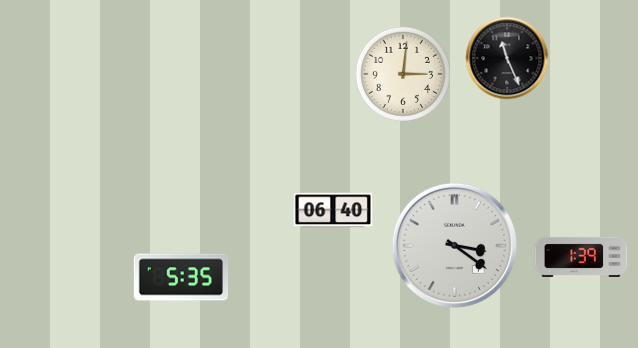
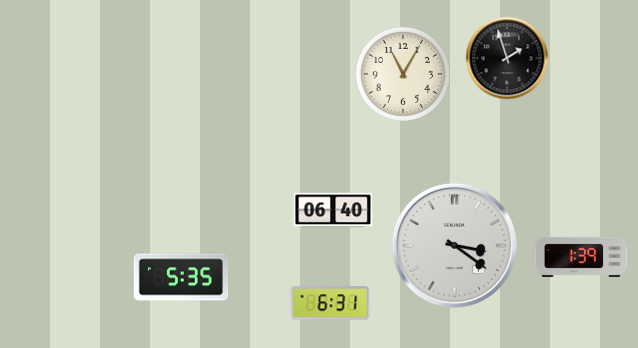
clock at (507, 58): 11:26 -> 1:57
clock at (403, 74): 3:01 -> 11:05
clock at (330, 303): none -> 6:31
